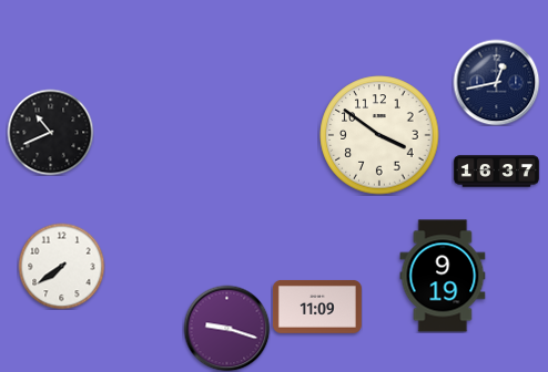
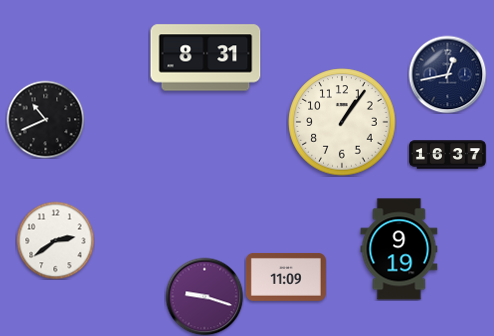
clock at (206, 58): none -> 8:31
clock at (379, 135): 3:51 -> 1:06
clock at (61, 266): 7:39 -> 2:39
